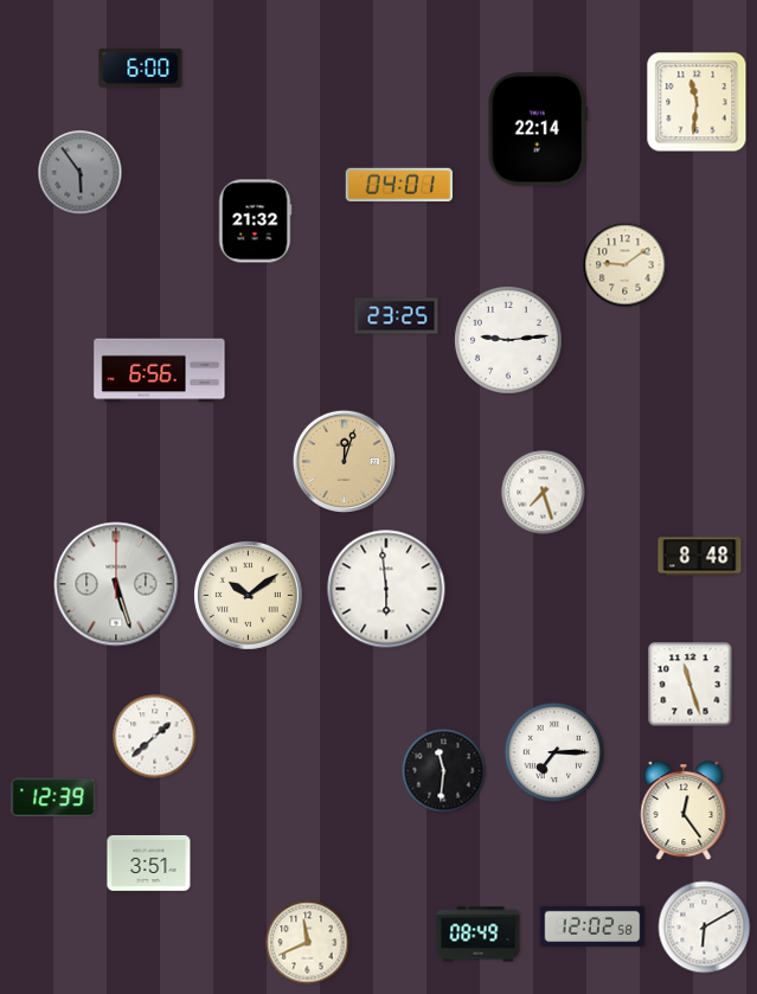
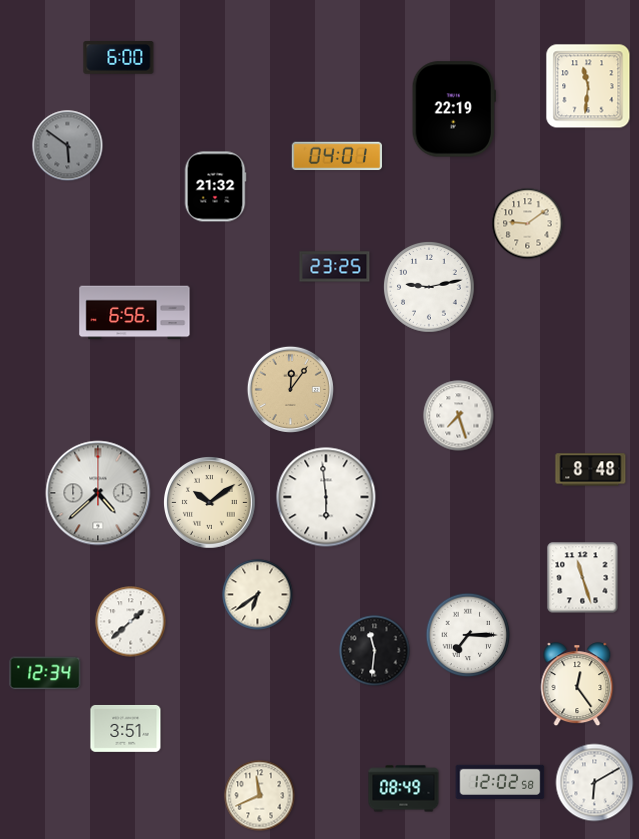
clock at (538, 129): 22:14 -> 22:19
clock at (81, 173): 5:54 -> 5:51
clock at (509, 341): 9:14 -> 9:13
clock at (344, 461): 12:03 -> 12:06
clock at (116, 584): 5:27 -> 4:38
clock at (258, 595): none -> 6:39
clock at (53, 797): 12:39 -> 12:34
